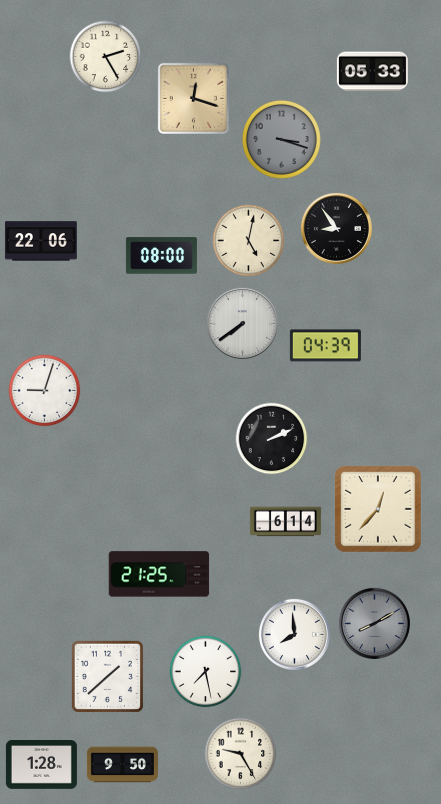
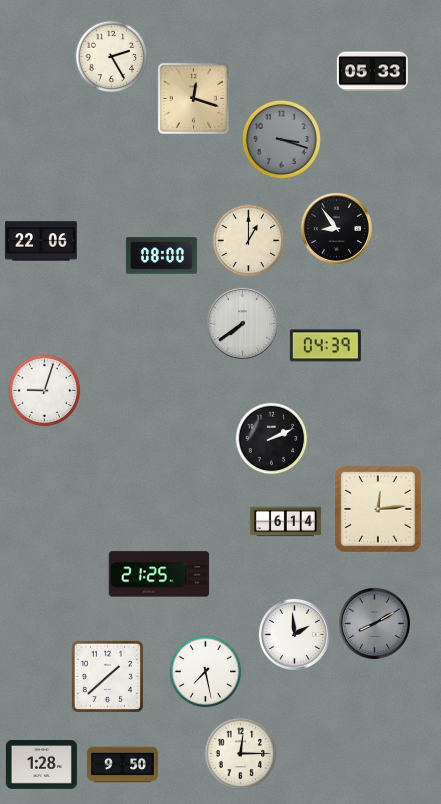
clock at (106, 57) position: (106, 57) -> (112, 57)
clock at (249, 241): 5:02 -> 1:00
clock at (378, 509): 12:37 -> 12:14
clock at (294, 634): 7:59 -> 1:59
clock at (241, 754): 9:25 -> 12:15
